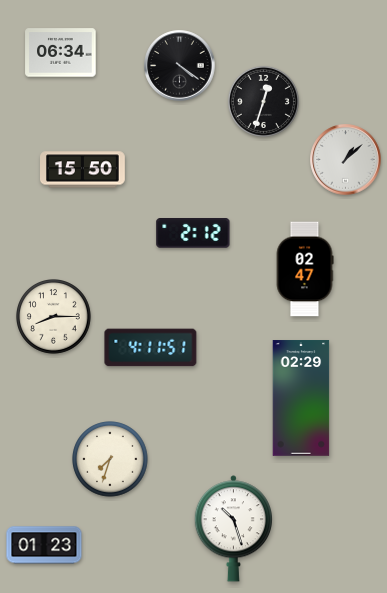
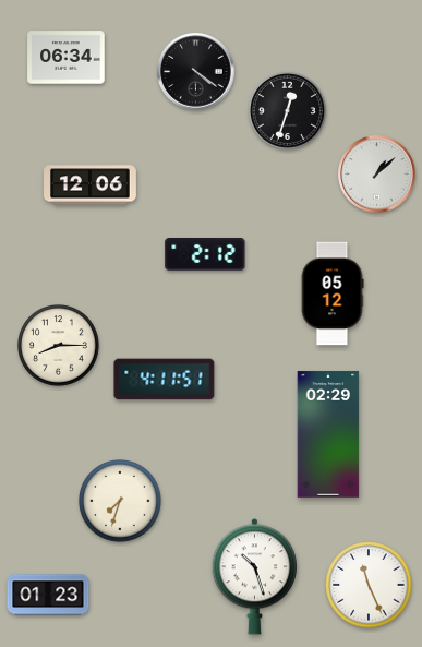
clock at (83, 170): 15:50 -> 12:06
clock at (193, 234) position: (193, 234) -> (205, 255)
clock at (305, 269): 02:47 -> 05:12
clock at (369, 585): none -> 11:26
